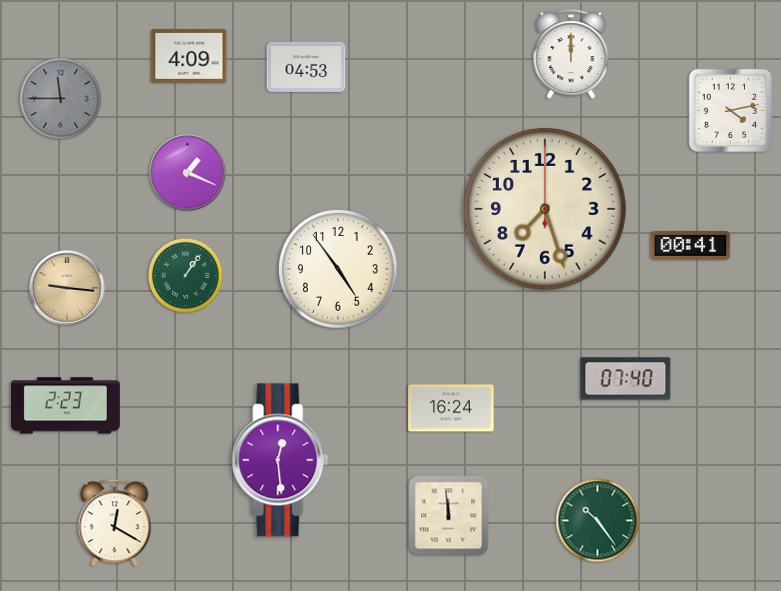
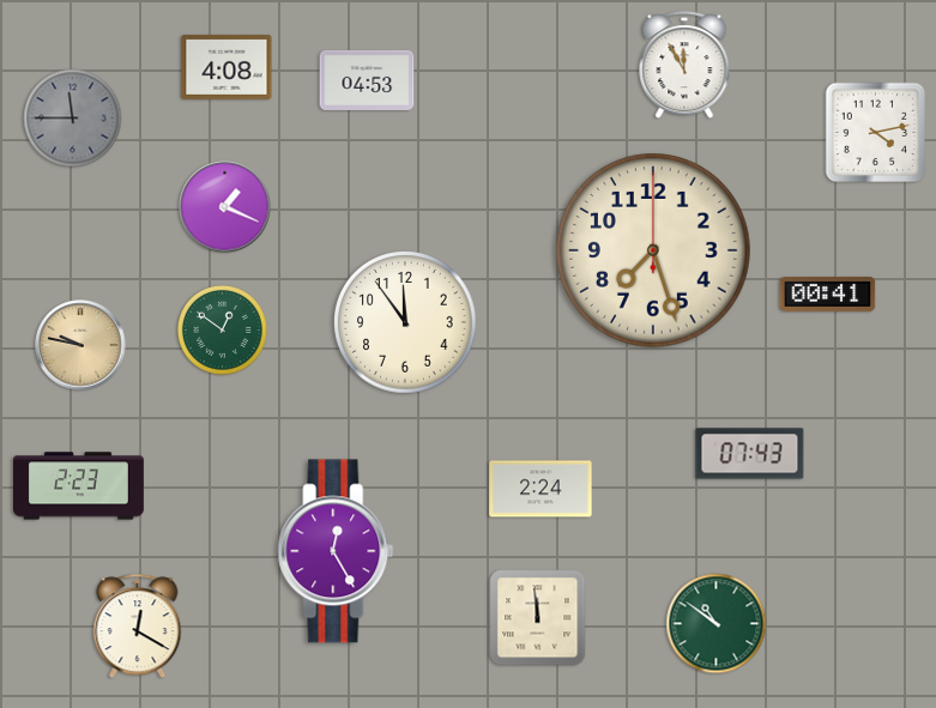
clock at (571, 55): 12:00 -> 11:55
clock at (189, 56): 4:09 -> 4:08
clock at (339, 270): 4:54 -> 11:54
clock at (185, 275): 1:06 -> 12:51
clock at (67, 288): 9:16 -> 9:47
clock at (626, 379): 07:40 -> 07:43
clock at (451, 408): 16:24 -> 2:24
clock at (280, 460): 12:29 -> 12:25
clock at (598, 521): 10:24 -> 10:51
